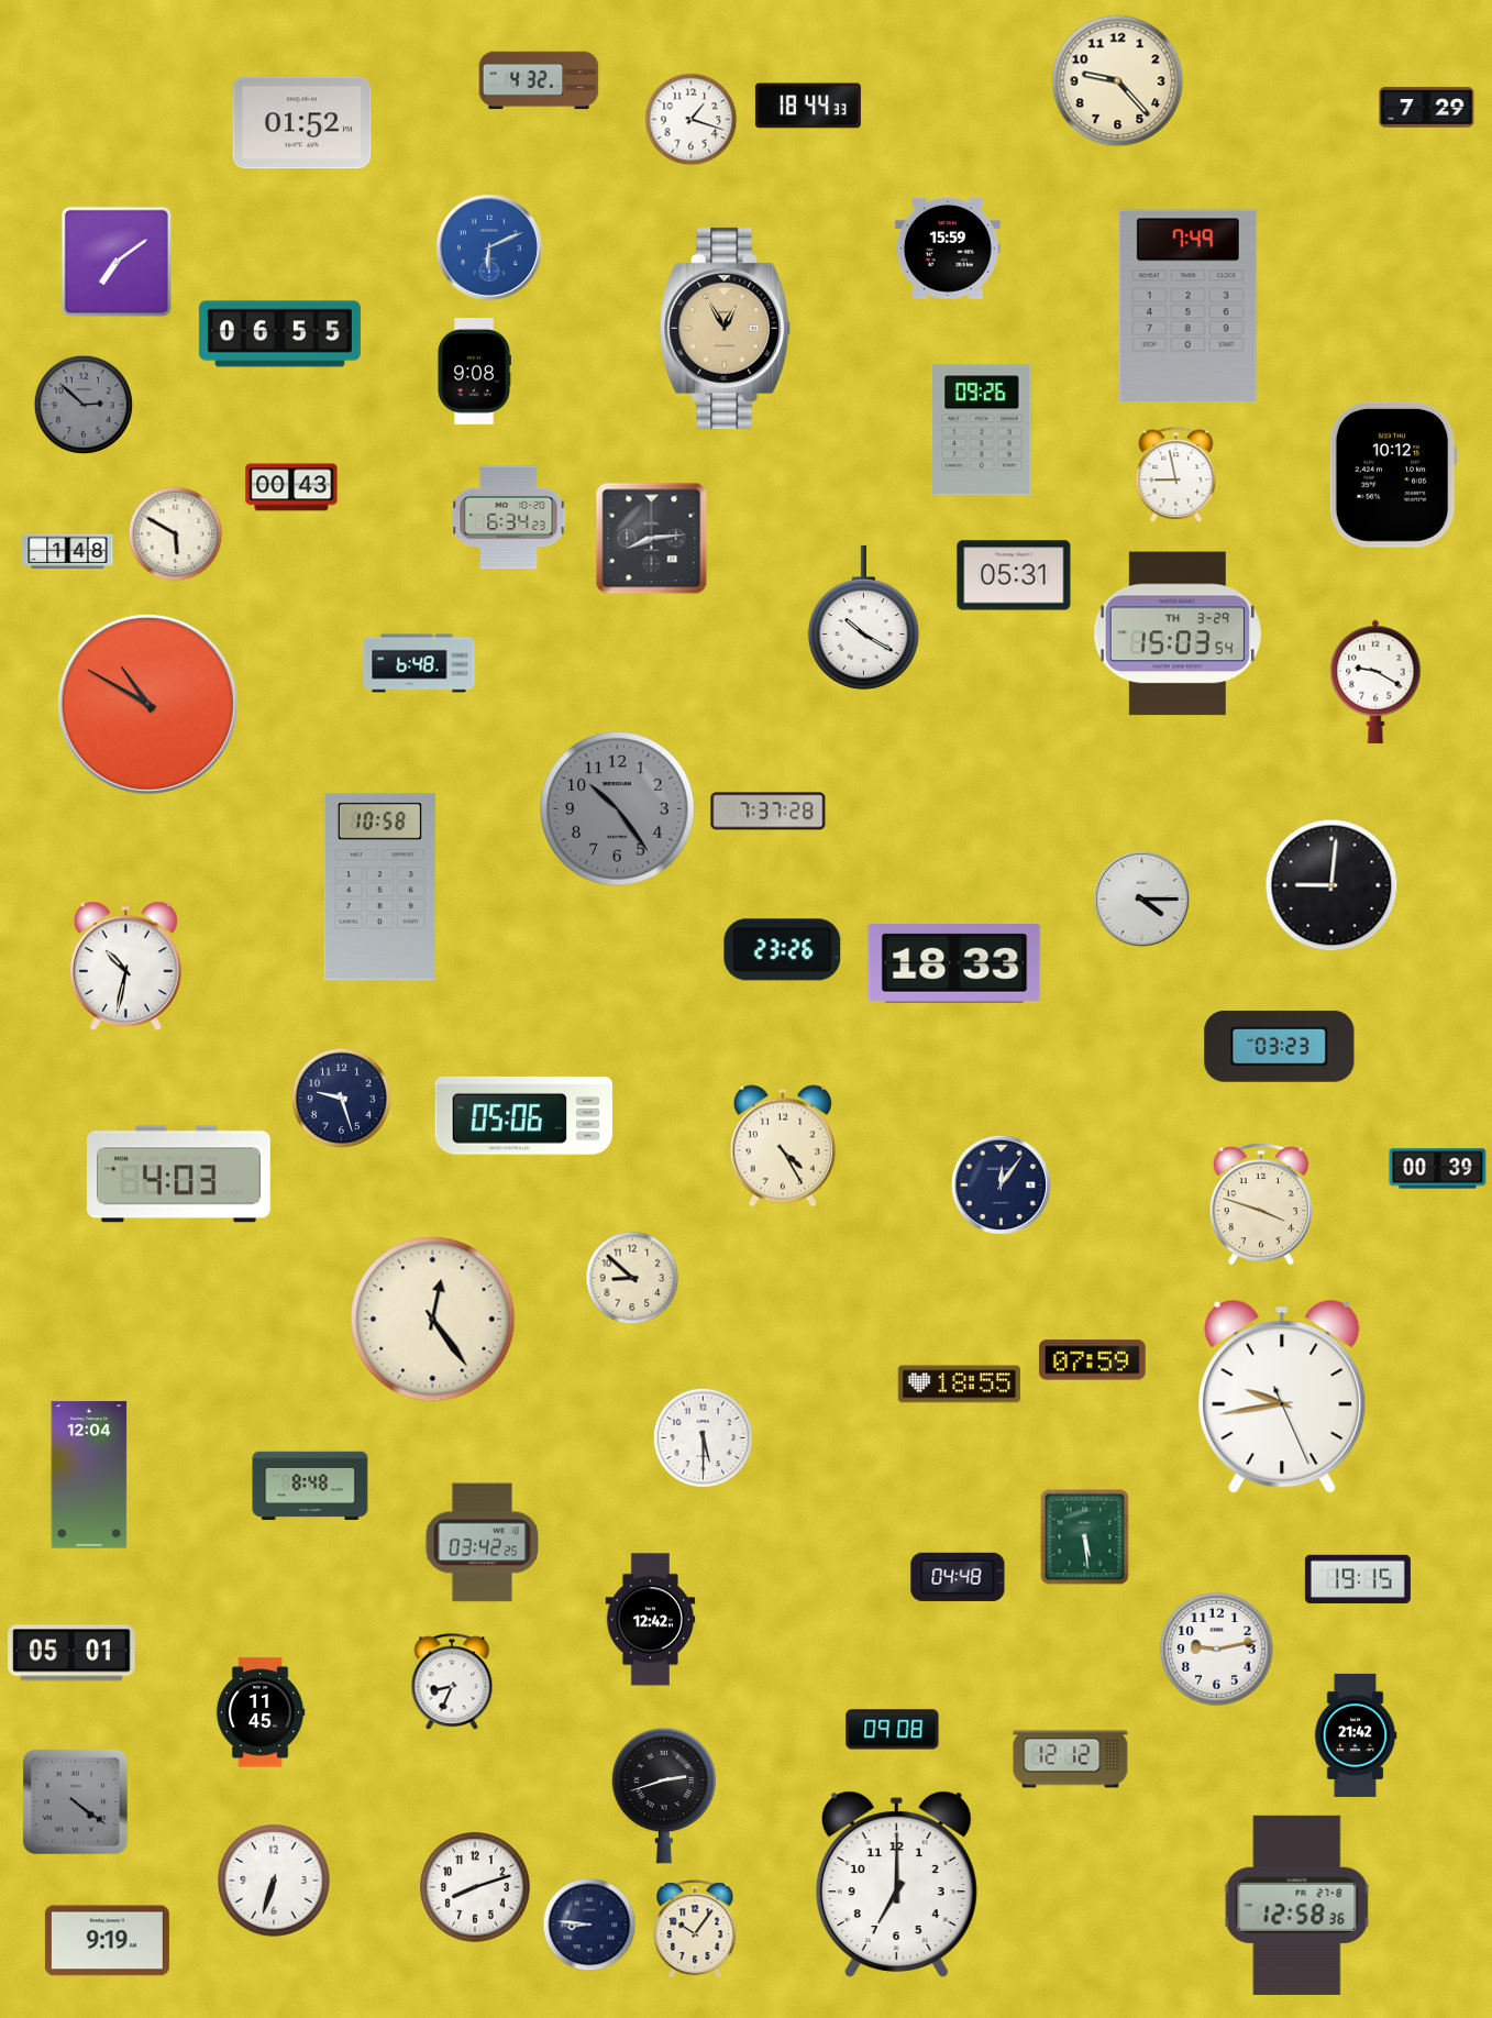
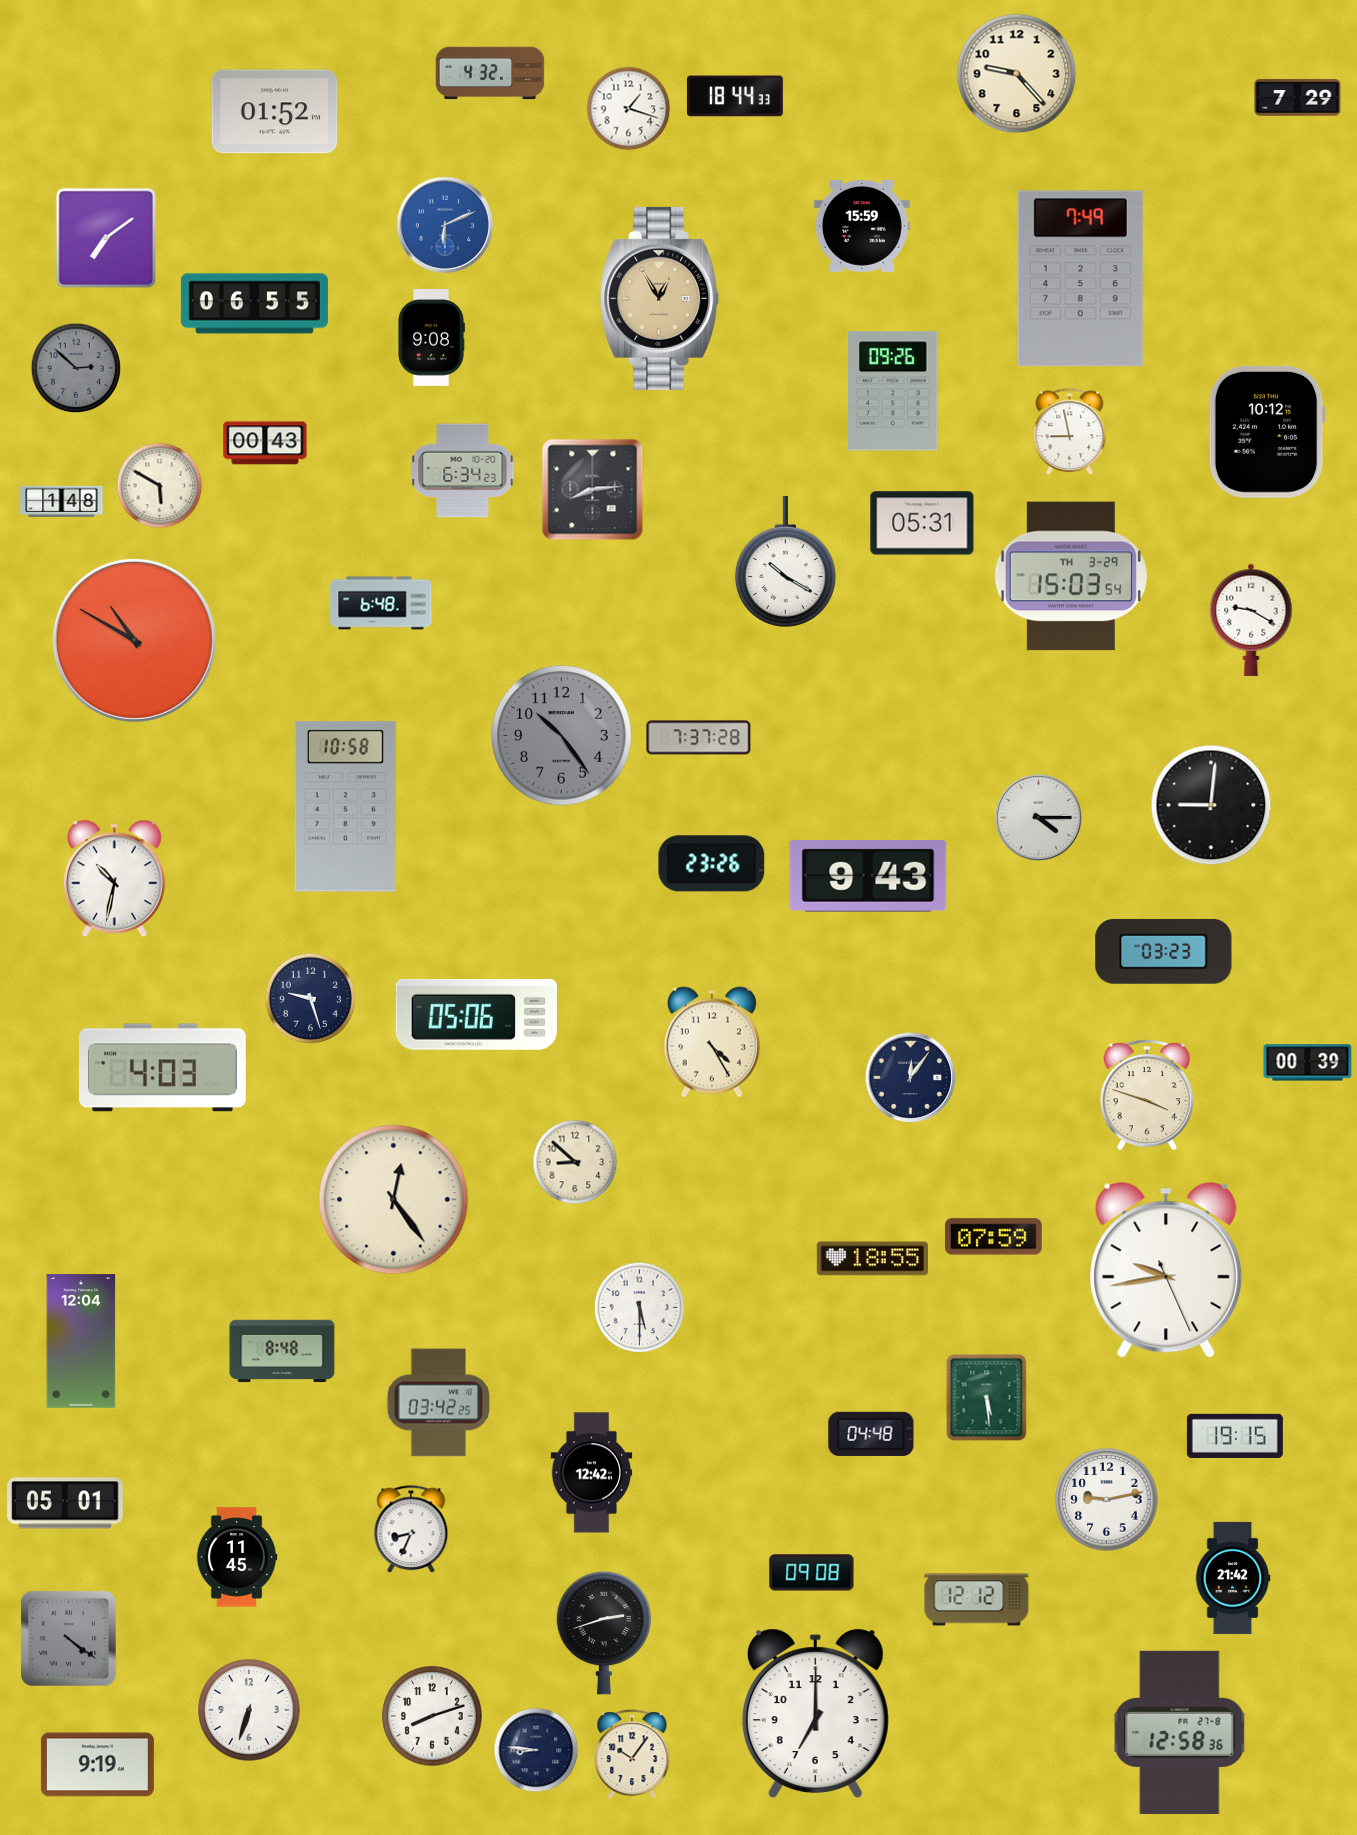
clock at (954, 964): 18:33 -> 9:43
clock at (1071, 1760) position: (1071, 1760) -> (977, 1600)
